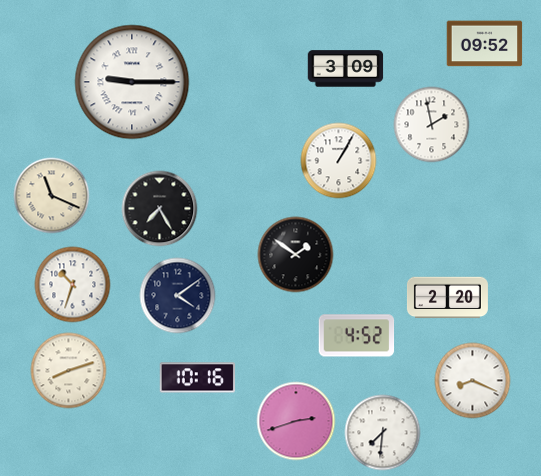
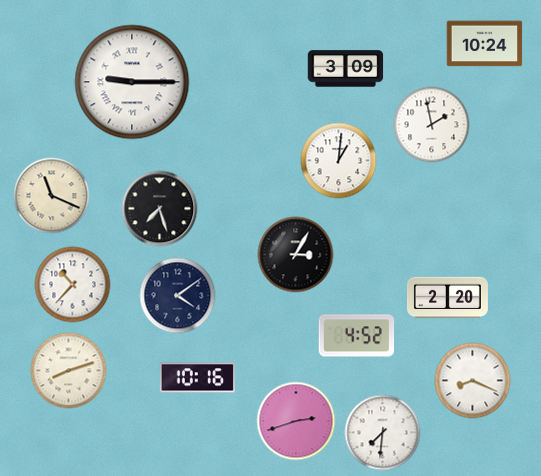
clock at (485, 44): 09:52 -> 10:24
clock at (339, 161): 1:05 -> 1:01
clock at (160, 209): 7:25 -> 7:27
clock at (296, 255): 1:51 -> 3:05
clock at (73, 285): 10:33 -> 10:37
